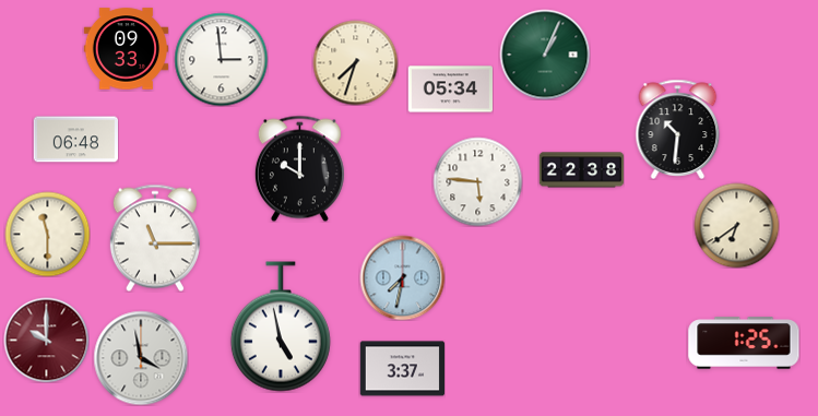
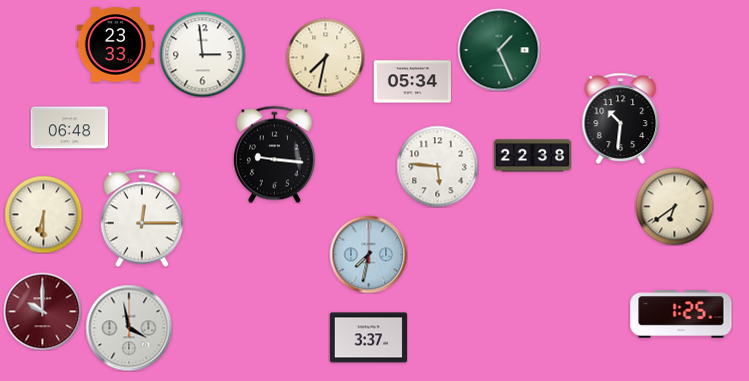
clock at (126, 49): 09:33 -> 23:33
clock at (545, 55): 1:04 -> 1:26
clock at (355, 62): 7:33 -> 7:32
clock at (299, 168): 10:00 -> 9:16
clock at (47, 234): 11:30 -> 6:30
clock at (155, 238): 11:15 -> 12:15
clock at (281, 326): 4:58 -> none
